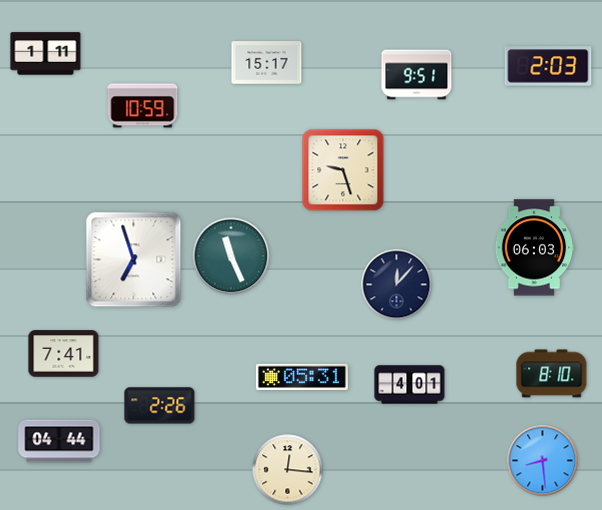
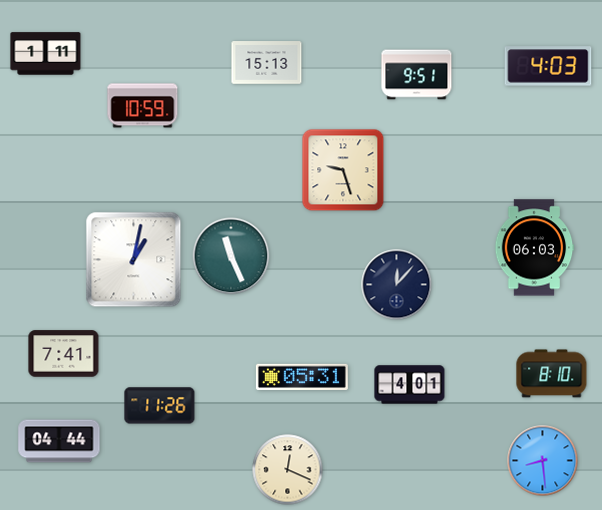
clock at (267, 63): 15:17 -> 15:13
clock at (548, 66): 2:03 -> 4:03
clock at (134, 260): 6:57 -> 1:02
clock at (160, 406): 2:26 -> 11:26
clock at (288, 470): 12:16 -> 12:19
